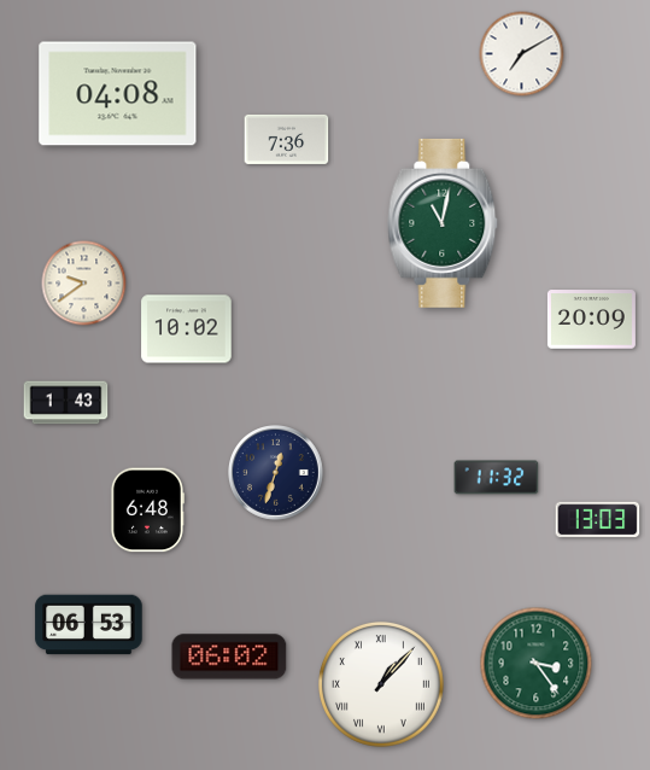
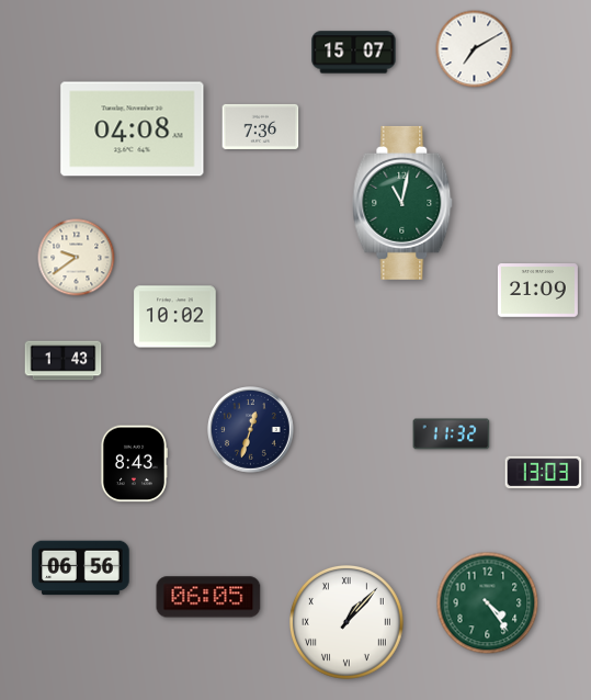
clock at (354, 53): none -> 15:07
clock at (118, 94) position: (118, 94) -> (133, 129)
clock at (591, 320): 20:09 -> 21:09
clock at (187, 329) position: (187, 329) -> (175, 317)
clock at (66, 403) position: (66, 403) -> (64, 361)
clock at (147, 511): 6:48 -> 8:43
clock at (89, 625): 06:53 -> 06:56
clock at (229, 657): 06:02 -> 06:05
clock at (537, 664): 3:24 -> 4:24
